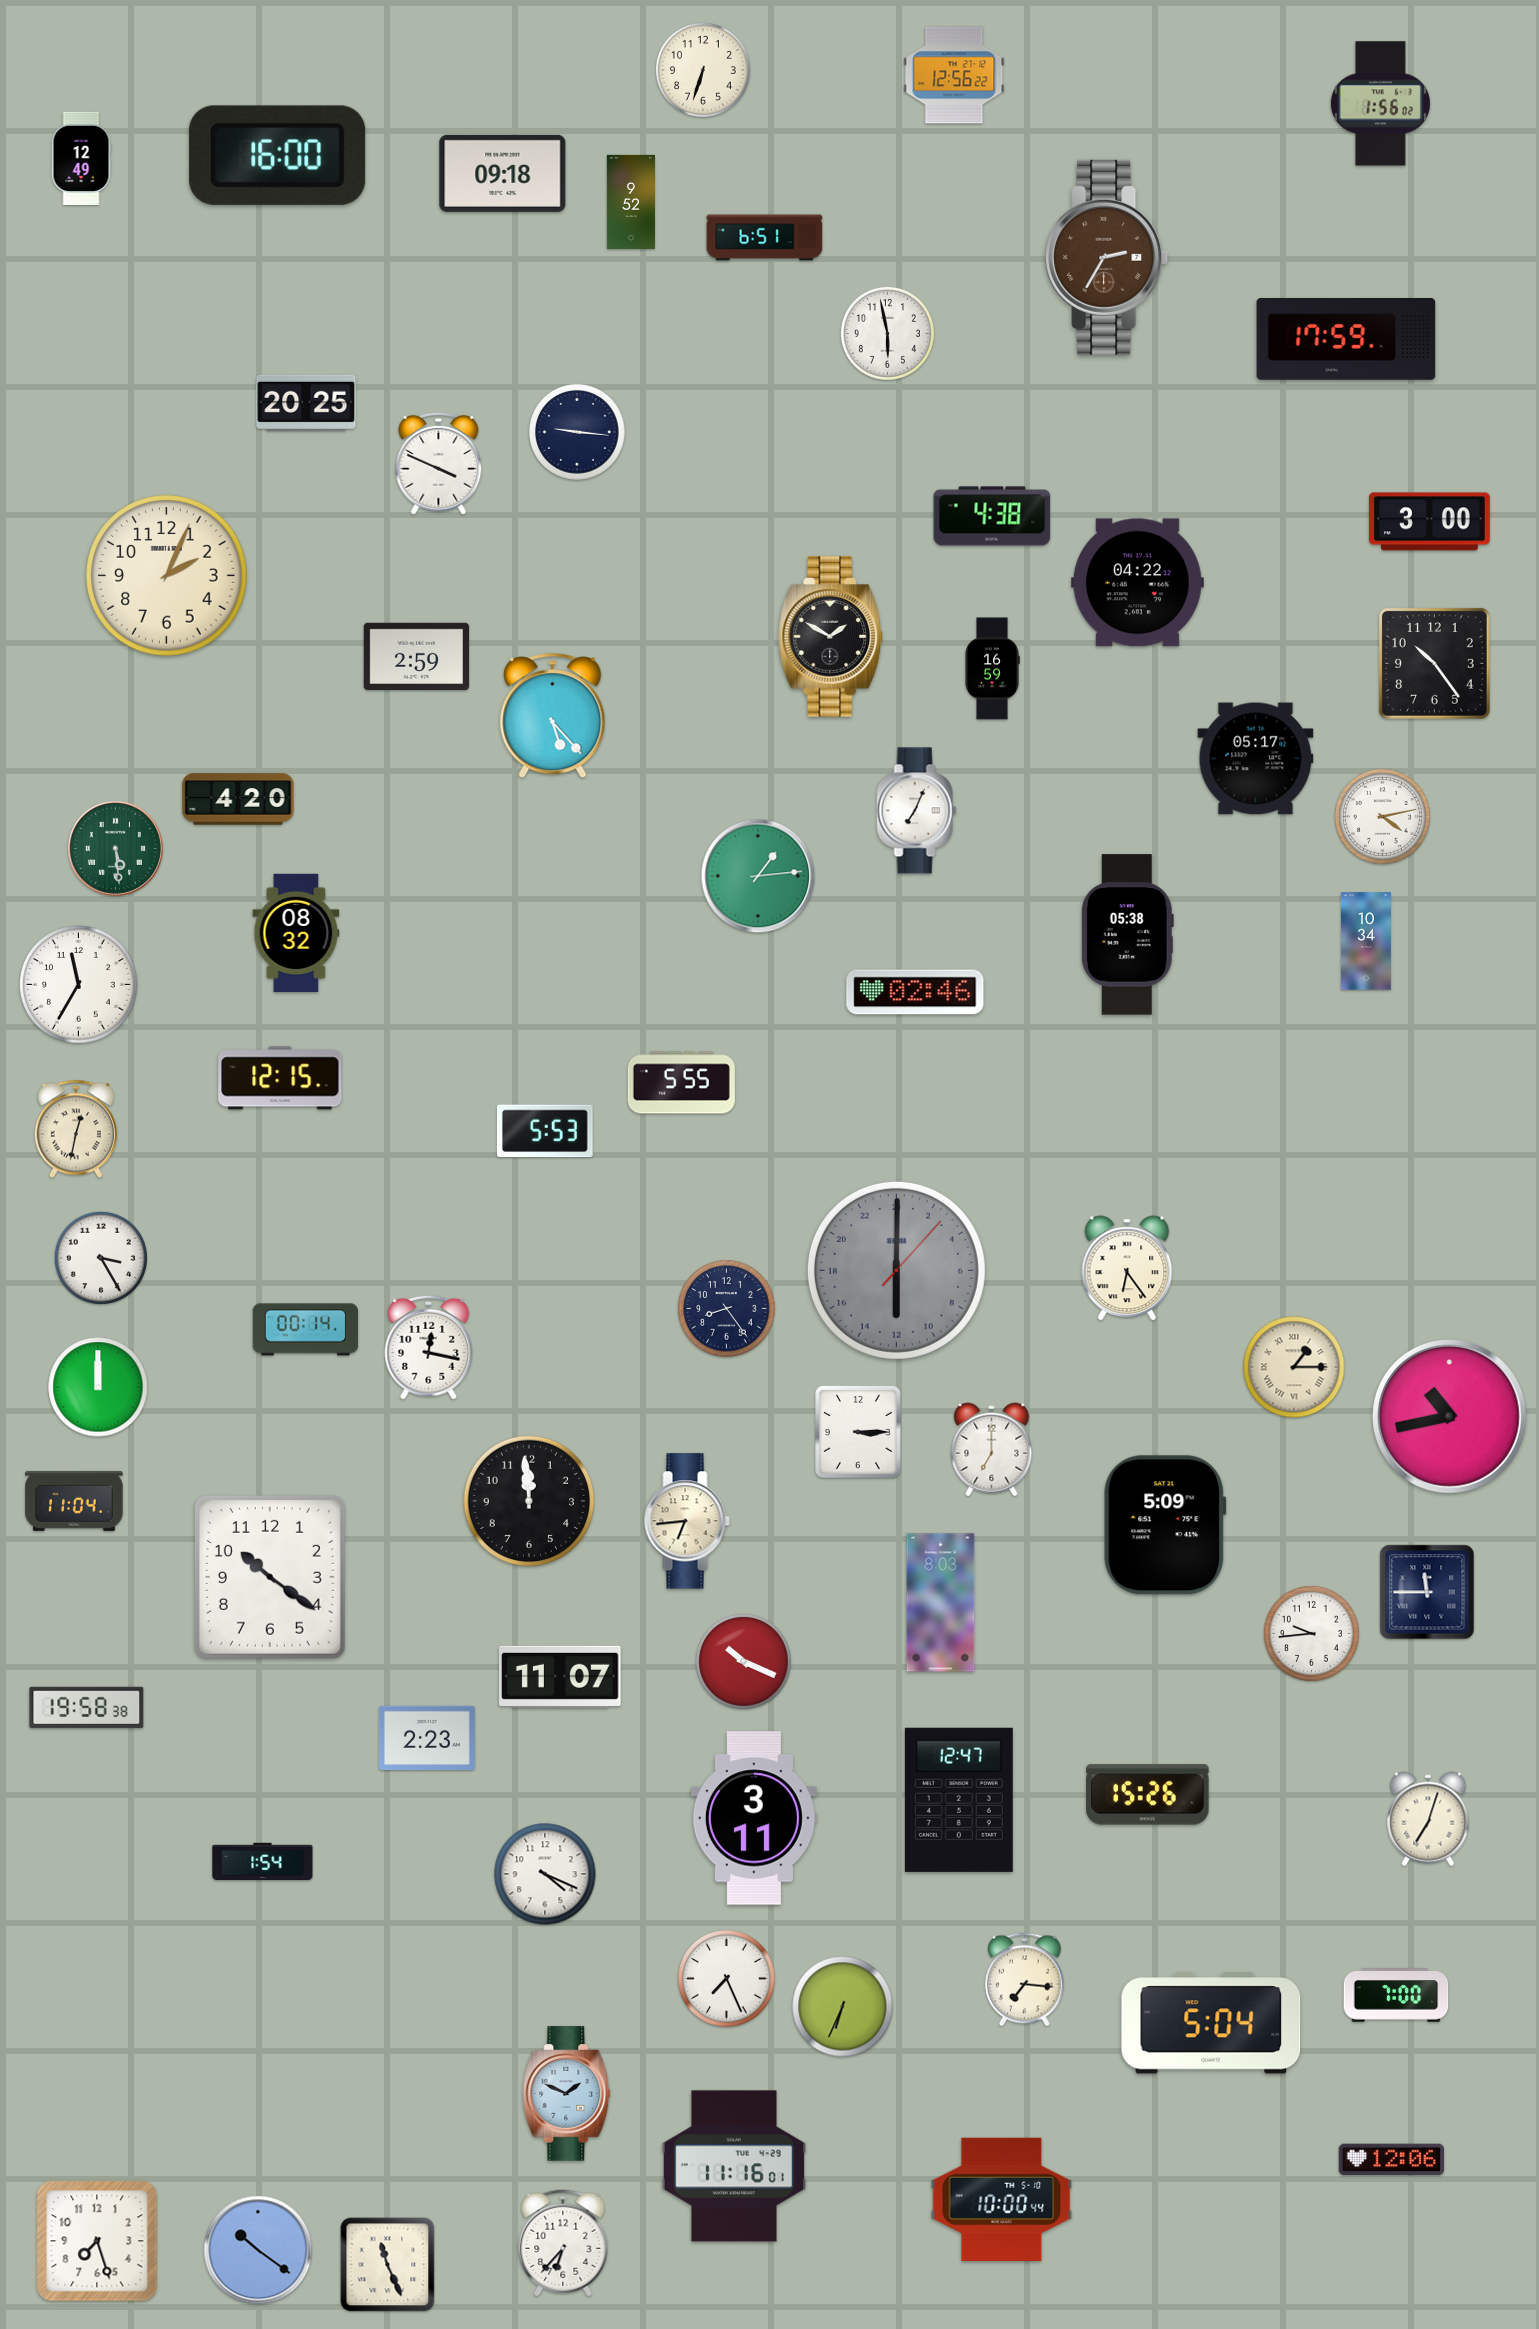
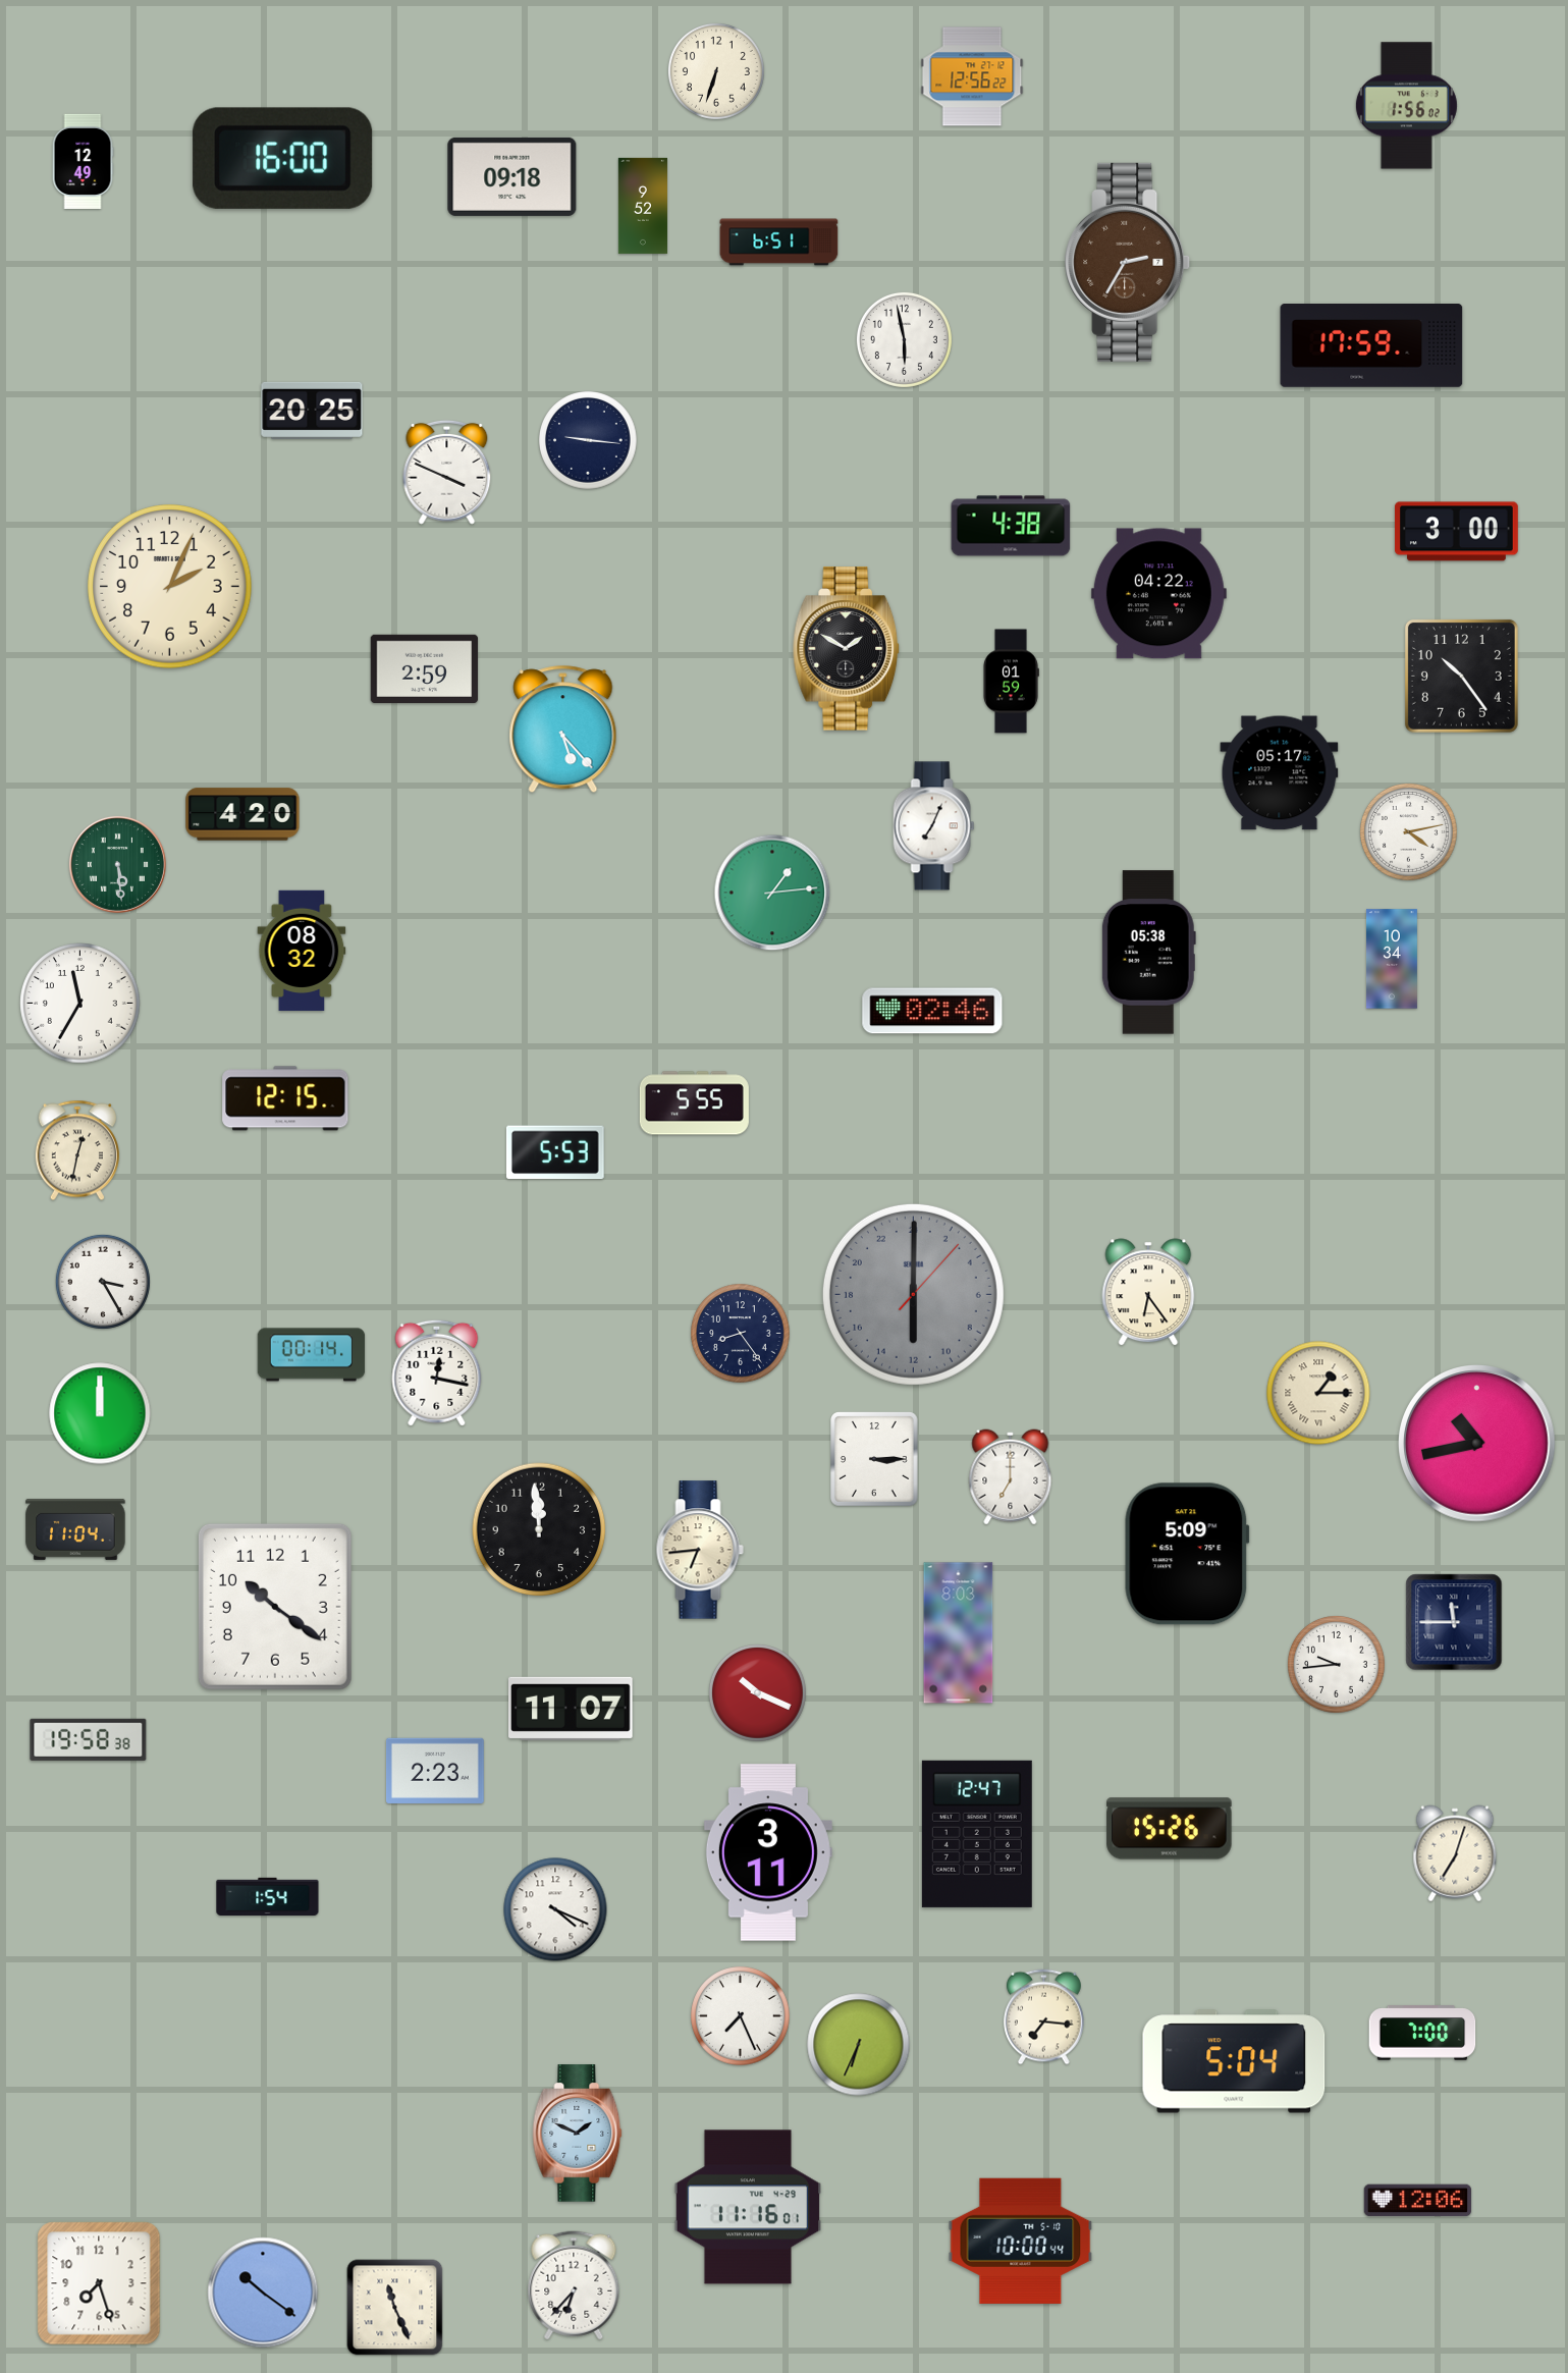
clock at (992, 669): 16:59 -> 01:59
